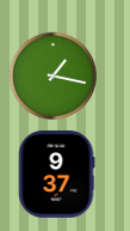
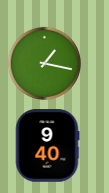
clock at (56, 175): 9:37 -> 9:40
